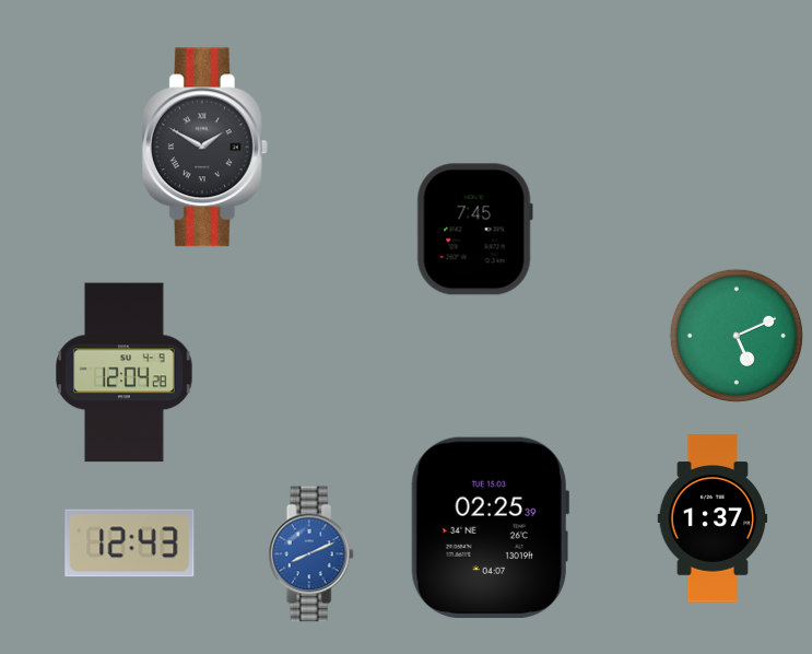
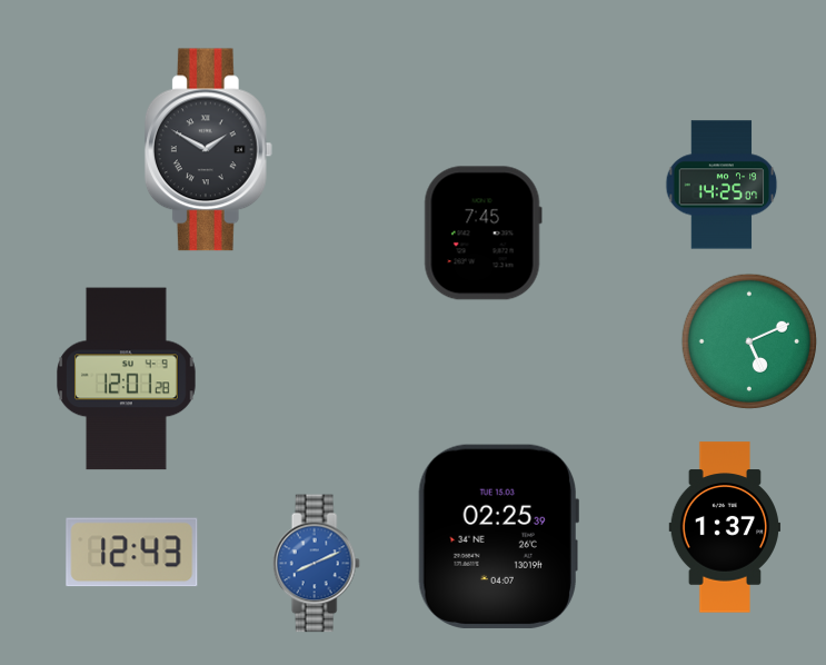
clock at (721, 185): none -> 14:25
clock at (125, 373): 12:04 -> 12:01
